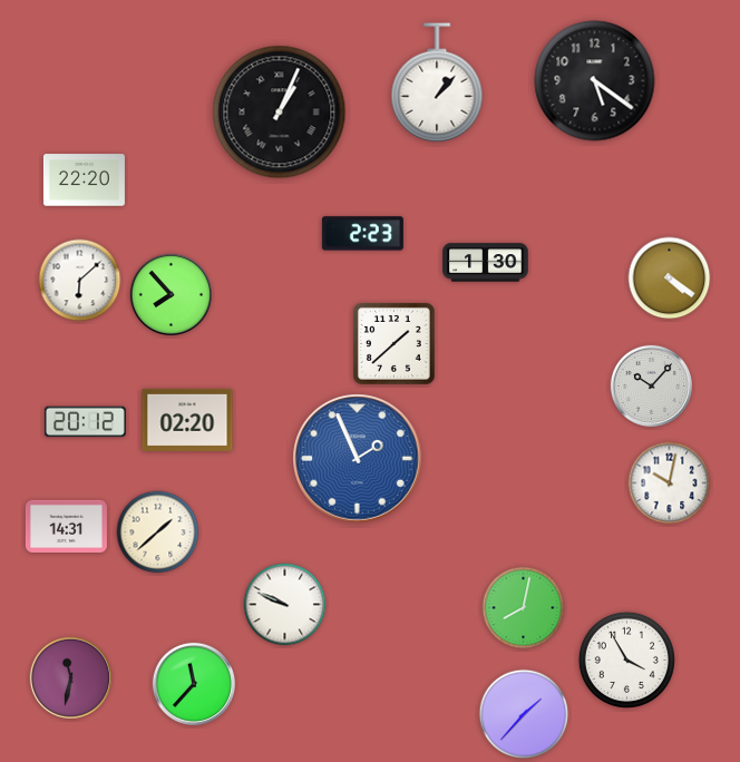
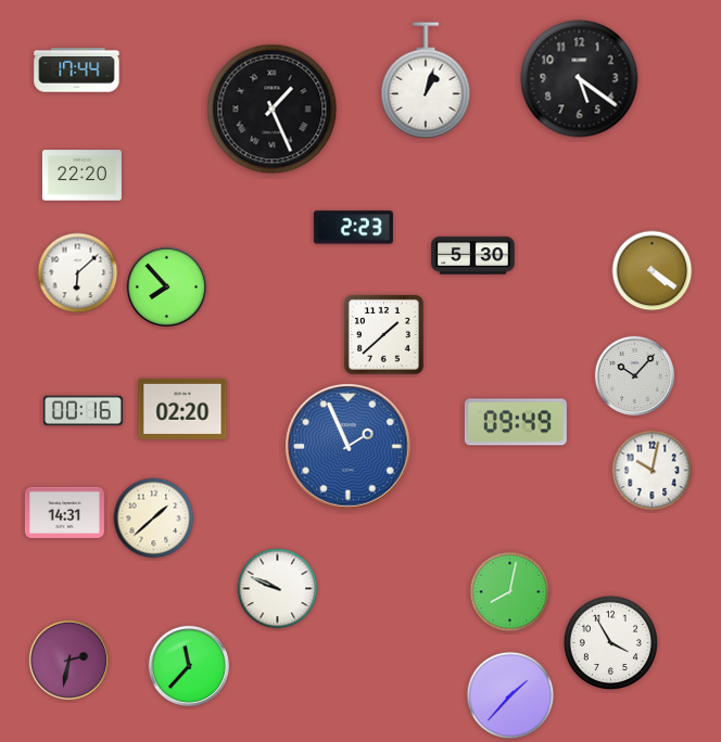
clock at (77, 71): none -> 17:44
clock at (437, 82): 1:07 -> 1:03
clock at (280, 113): 1:04 -> 1:26
clock at (486, 263): 1:30 -> 5:30
clock at (85, 422): 20:12 -> 00:16
clock at (516, 422): none -> 09:49
clock at (70, 677): 11:32 -> 2:32
